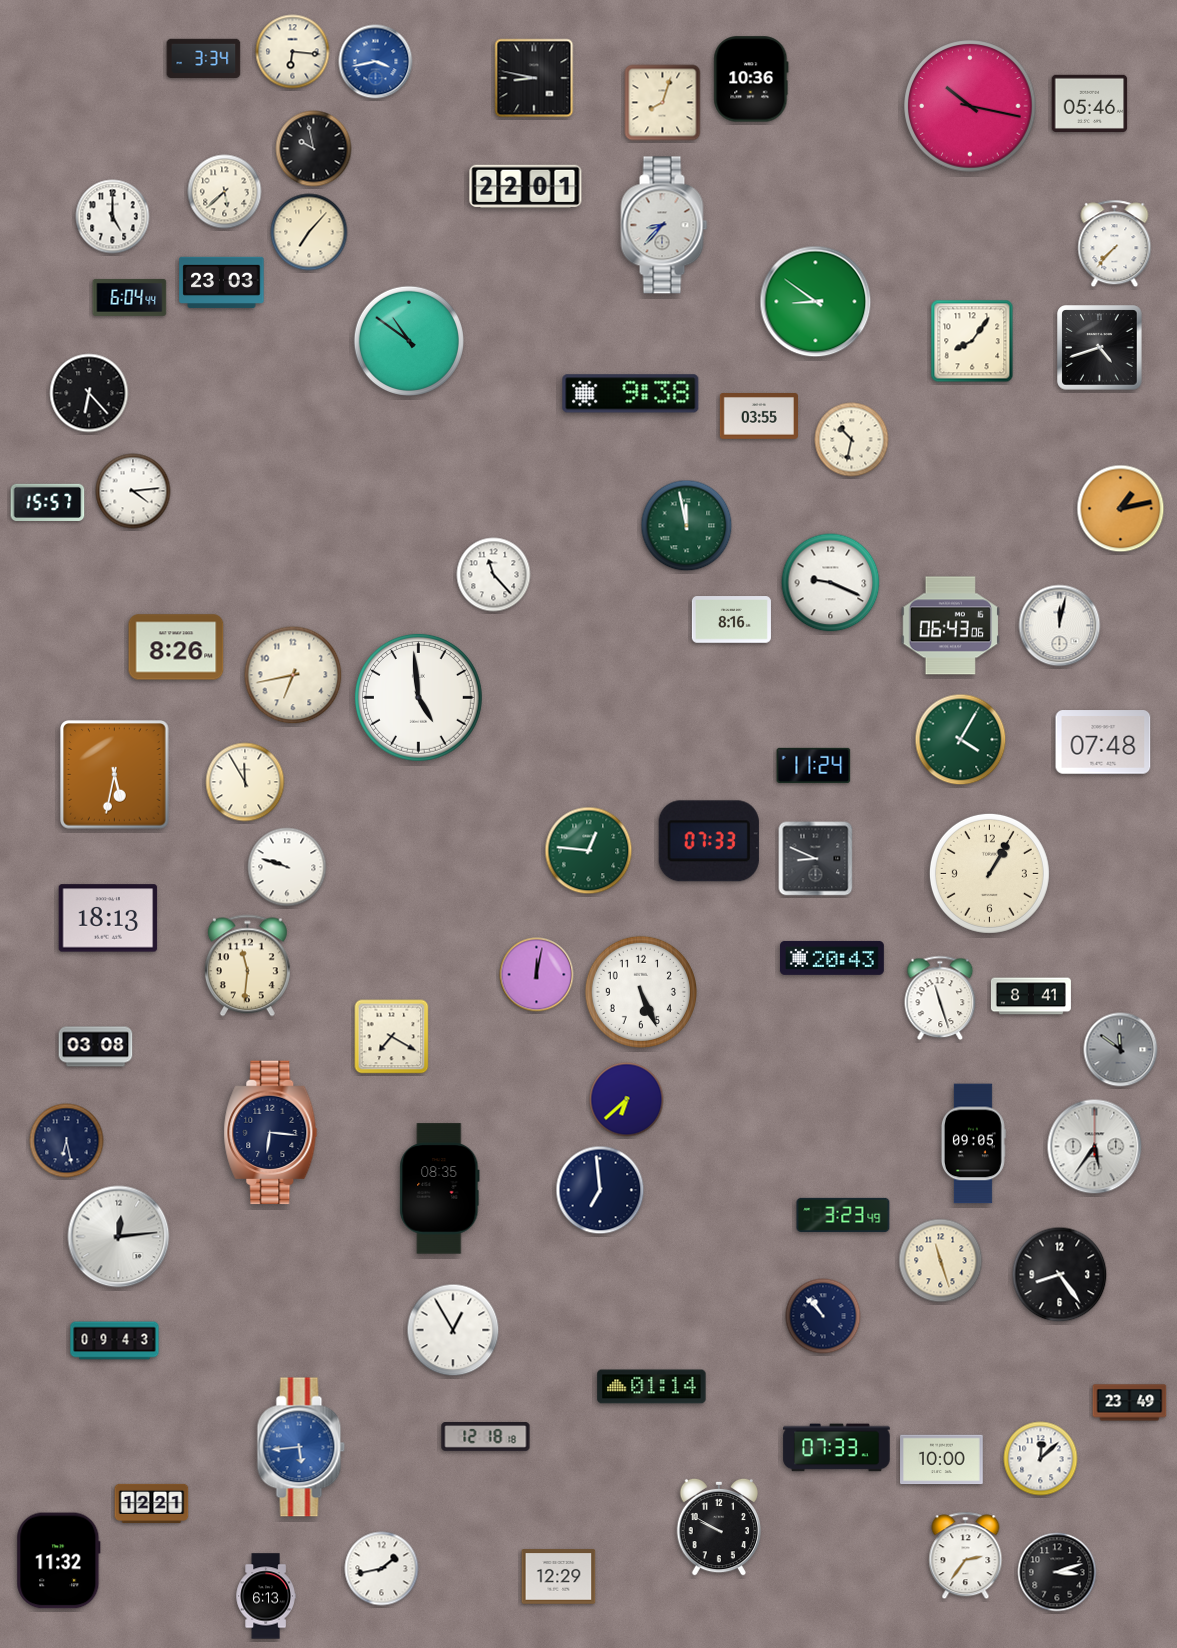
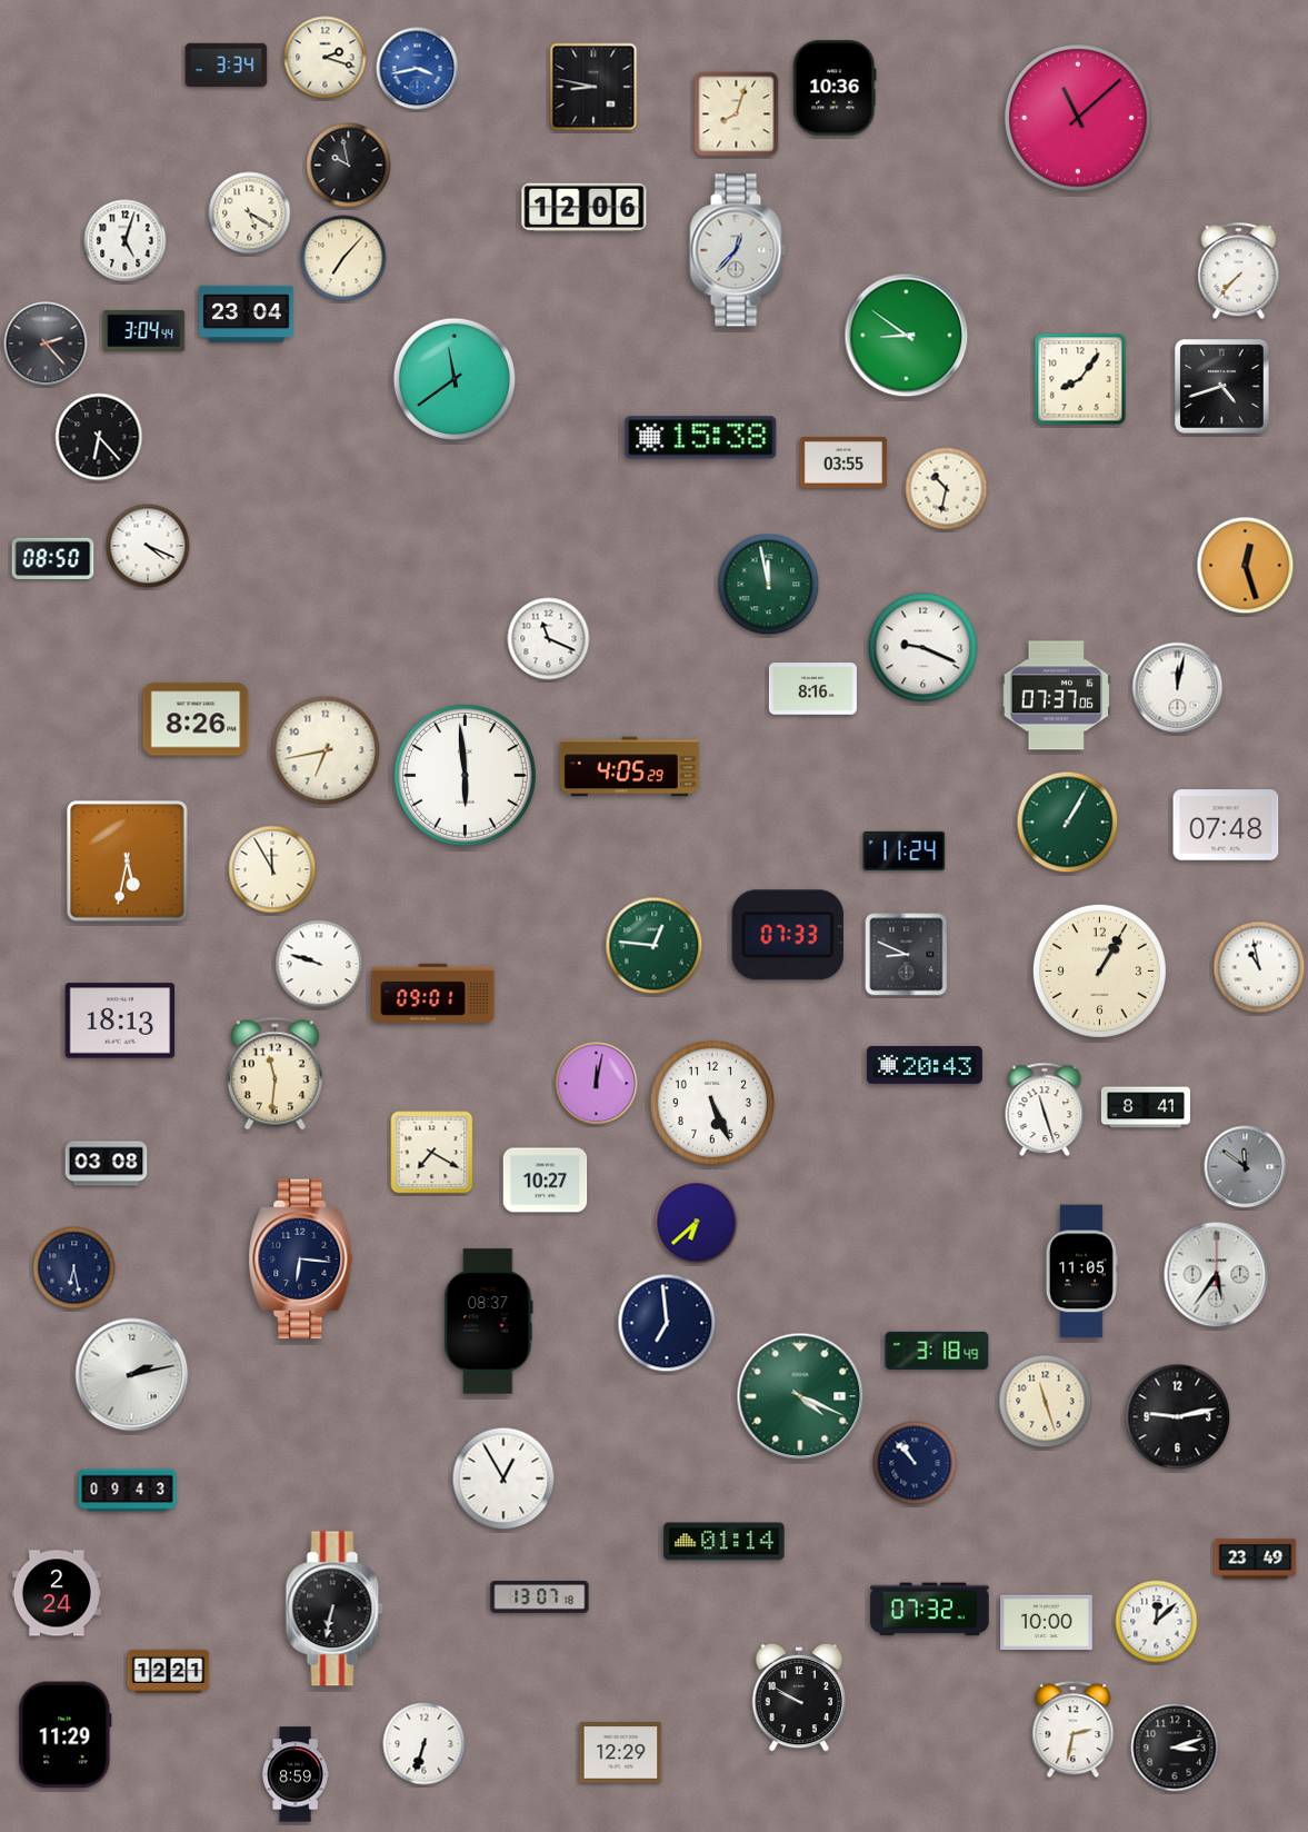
clock at (293, 52): 6:16 -> 2:18
clock at (1090, 103): 05:46 -> none
clock at (970, 106): 10:17 -> 11:08
clock at (526, 187): 22:01 -> 12:06
clock at (225, 192): 5:38 -> 5:20
clock at (113, 217): 5:00 -> 5:03
clock at (664, 225): 8:37 -> 12:37
clock at (222, 282): 23:03 -> 23:04
clock at (130, 297): 6:04 -> 3:04
clock at (46, 343): none -> 2:23
clock at (408, 340): 10:51 -> 11:39
clock at (631, 394): 9:38 -> 15:38
clock at (133, 491): 4:14 -> 4:19
clock at (48, 502): 15:57 -> 08:50
clock at (1121, 509): 1:13 -> 12:27
clock at (687, 526) position: (687, 526) -> (769, 585)
clock at (494, 575): 11:23 -> 11:19
clock at (950, 626): 06:43 -> 07:37
clock at (1060, 626) position: (1060, 626) -> (1178, 688)
clock at (629, 767): none -> 4:05
clock at (419, 698): 4:59 -> 5:59
clock at (961, 740): 4:05 -> 1:05
clock at (1259, 967): none -> 10:58
clock at (433, 993): none -> 09:01
clock at (392, 1037) position: (392, 1037) -> (432, 1153)
clock at (546, 1181): none -> 10:27
clock at (973, 1144): 09:05 -> 11:05
clock at (440, 1189): 08:35 -> 08:37
clock at (843, 1215): 3:23 -> 3:18
clock at (119, 1237): 12:14 -> 2:13
clock at (800, 1396): none -> 4:19
clock at (1060, 1275): 8:24 -> 9:13
clock at (57, 1593): none -> 2:24
clock at (486, 1437): 12:18 -> 13:07
clock at (301, 1447): 5:44 -> 6:32
clock at (301, 1447) dial: blue -> black
clock at (837, 1448): 07:33 -> 07:32
clock at (966, 1556): 2:36 -> 2:32
clock at (59, 1561): 11:32 -> 11:29
clock at (382, 1569): 1:43 -> 6:33
clock at (266, 1596): 6:13 -> 8:59
